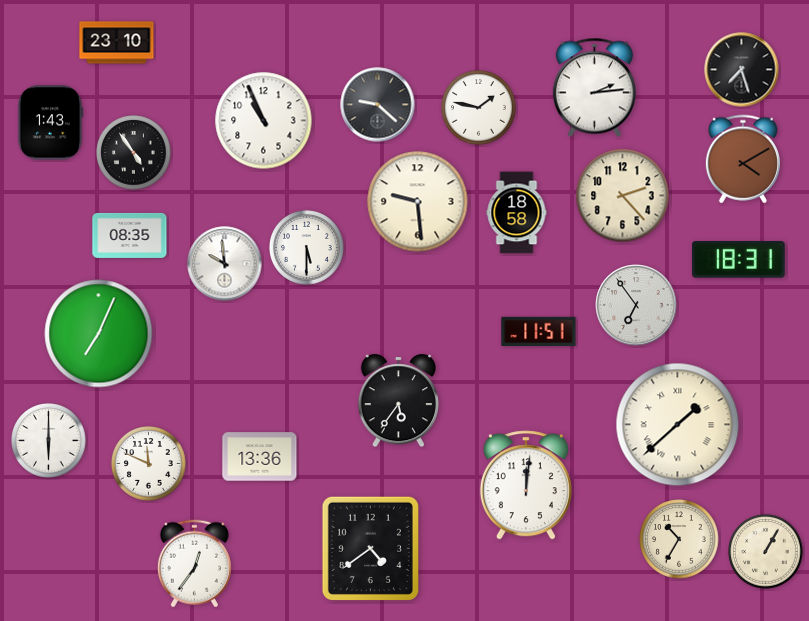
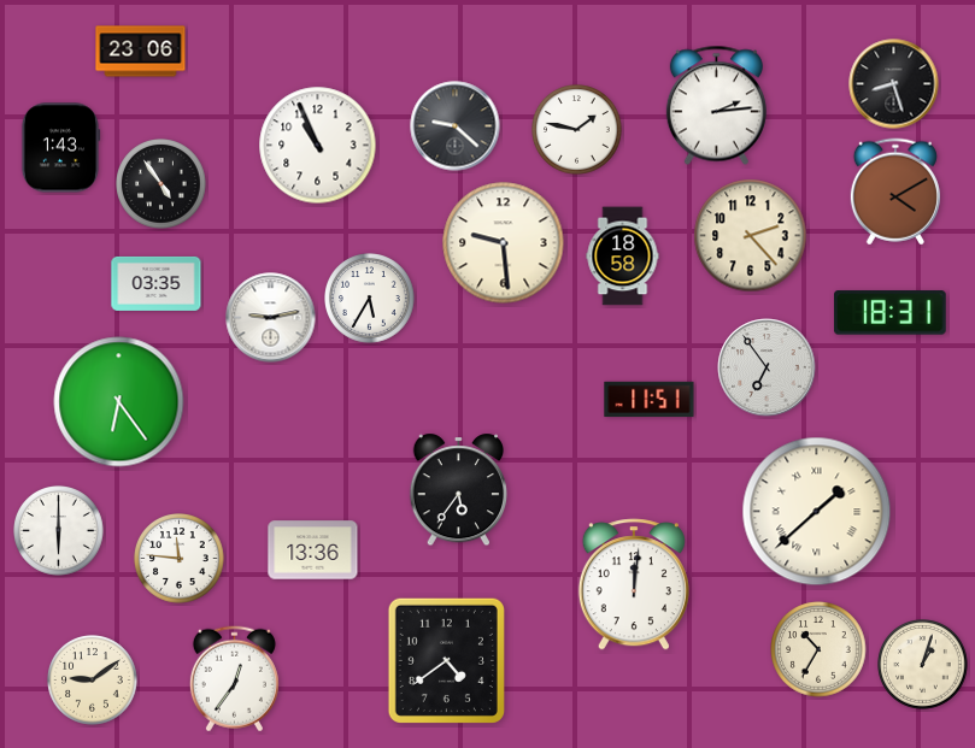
clock at (117, 43): 23:10 -> 23:06
clock at (742, 70): 7:27 -> 8:27
clock at (130, 235): 08:35 -> 03:35
clock at (307, 248): 5:30 -> 5:35
clock at (225, 264): 9:59 -> 9:13
clock at (99, 334): 7:04 -> 6:24
clock at (399, 401) position: (399, 401) -> (459, 490)
clock at (149, 464): 11:49 -> 11:46
clock at (766, 552): 1:05 -> 1:03
clock at (93, 681): none -> 9:09
